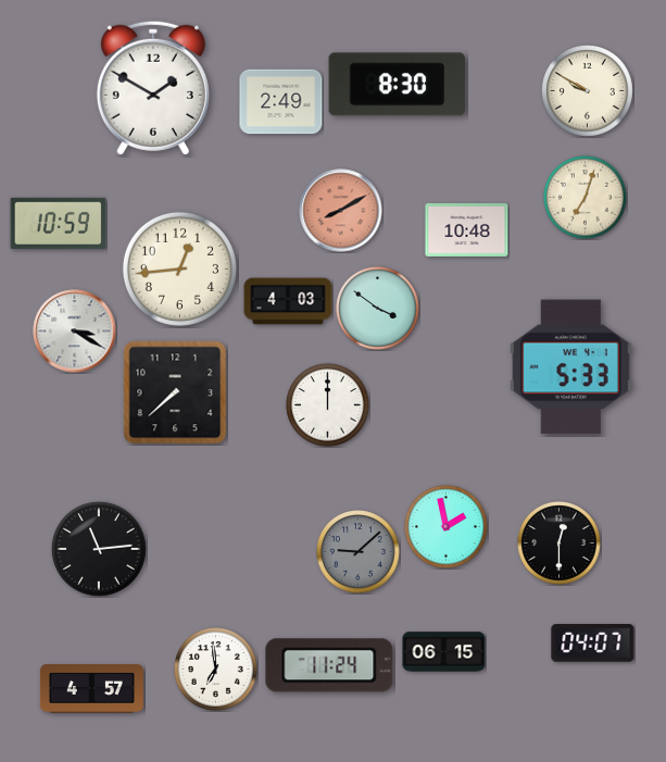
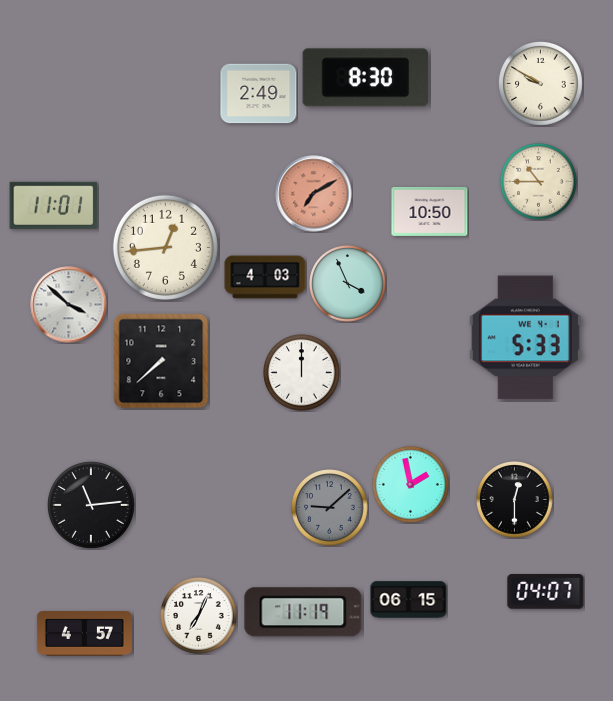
clock at (153, 88): 1:50 -> none
clock at (586, 198): 7:03 -> 10:45
clock at (341, 211): 8:10 -> 7:10
clock at (59, 223): 10:59 -> 11:01
clock at (467, 229): 10:48 -> 10:50
clock at (378, 309): 3:51 -> 3:56
clock at (75, 332): 3:20 -> 3:52
clock at (329, 665): 11:24 -> 11:19
clock at (216, 670): 6:59 -> 7:04
